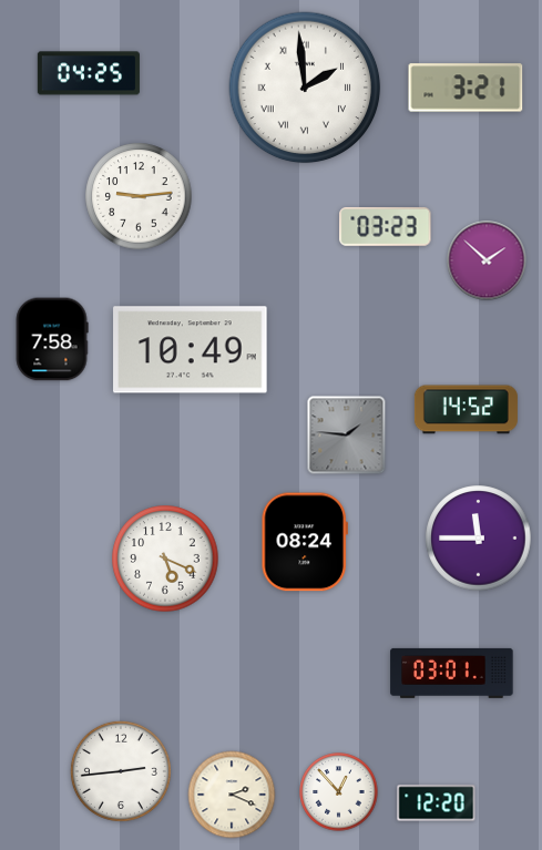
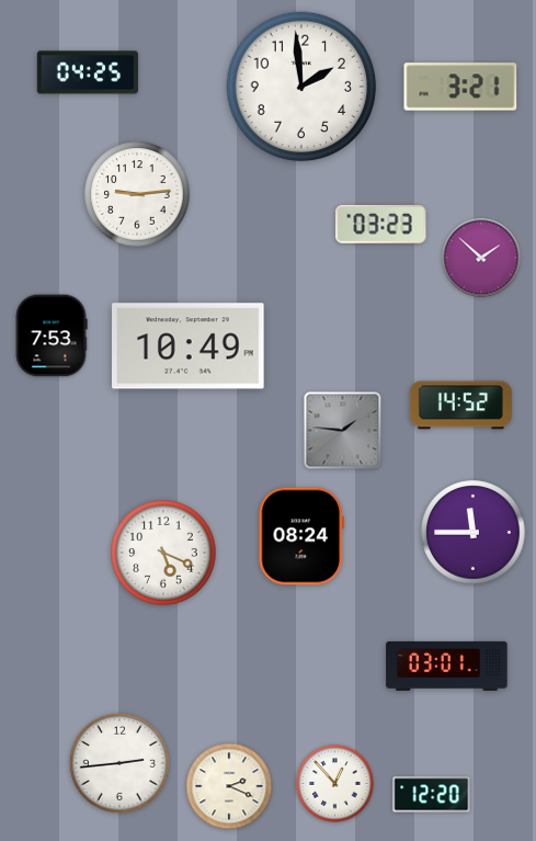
clock at (305, 88) numerals: Roman -> Arabic
clock at (52, 339): 7:58 -> 7:53
